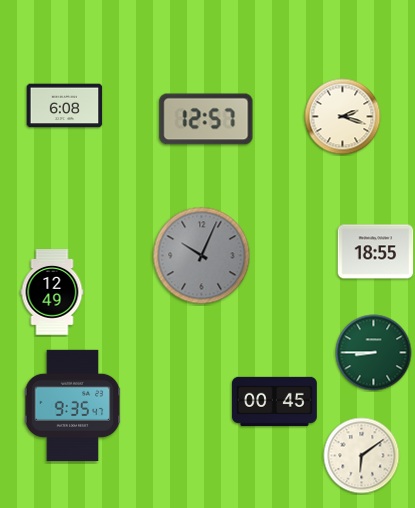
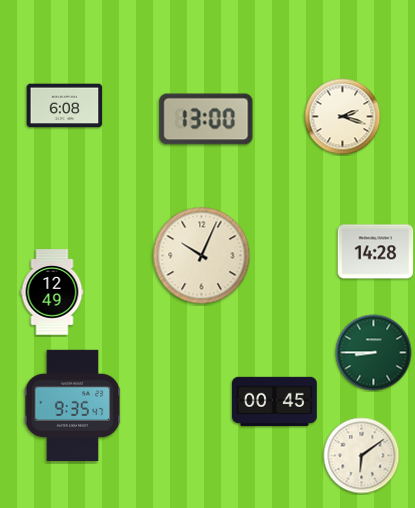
clock at (206, 119): 12:57 -> 13:00
clock at (376, 252): 18:55 -> 14:28
clock at (202, 256) dial: grey -> cream
